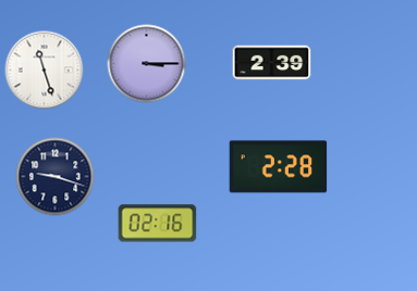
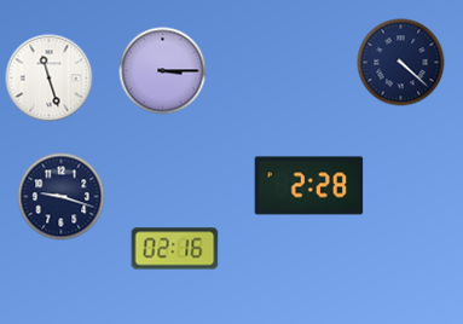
clock at (401, 63): none -> 4:22
clock at (272, 63): 2:39 -> none
